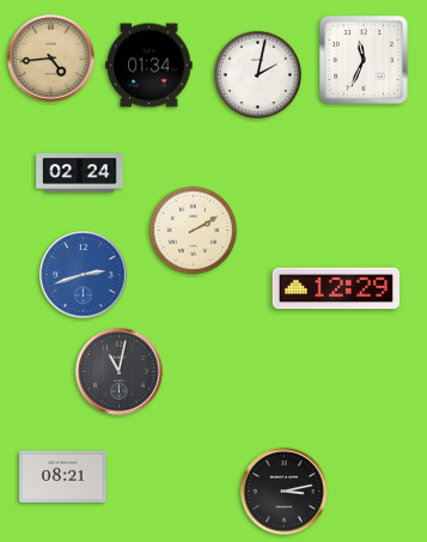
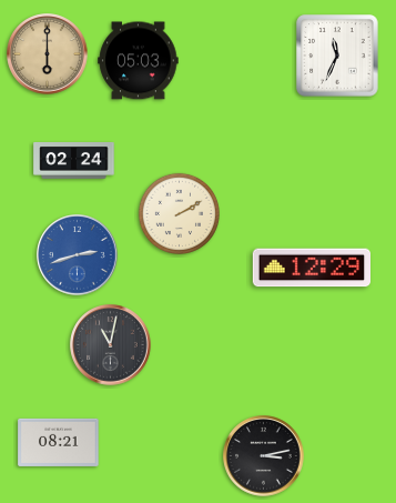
clock at (51, 59): 4:44 -> 6:00
clock at (150, 66): 01:34 -> 05:03
clock at (257, 74): 2:02 -> none
